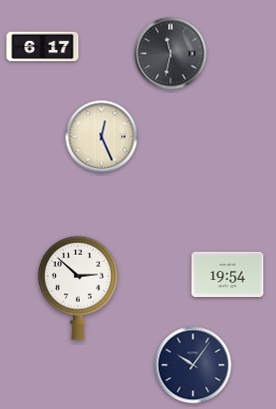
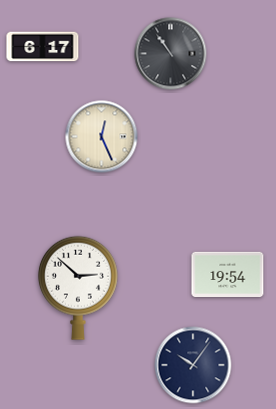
clock at (171, 54): 11:32 -> 10:54
